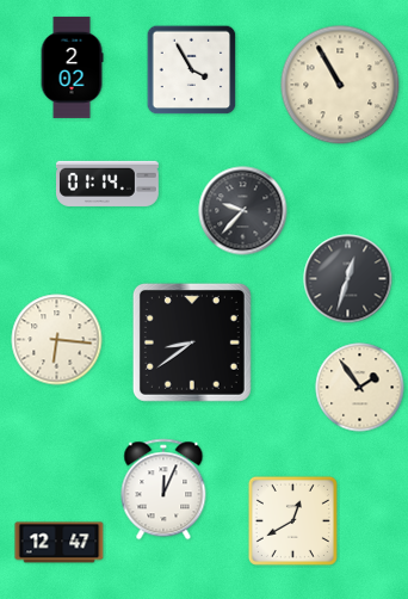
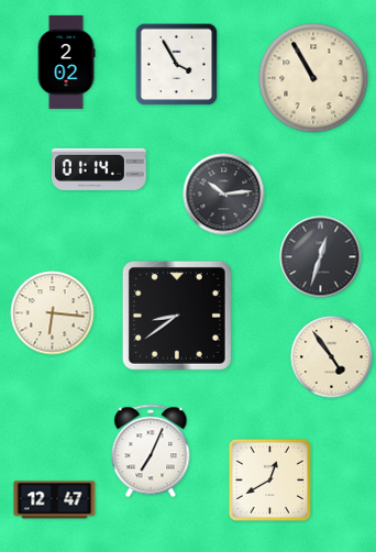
clock at (243, 211): 9:37 -> 10:14
clock at (360, 388): 1:54 -> 4:54
clock at (163, 489): 12:04 -> 7:04
